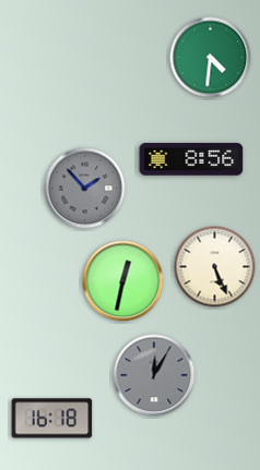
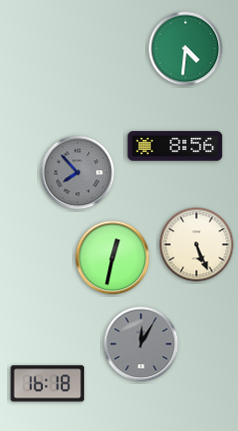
clock at (211, 58) position: (211, 58) -> (186, 49)
clock at (85, 189): 1:53 -> 7:53
